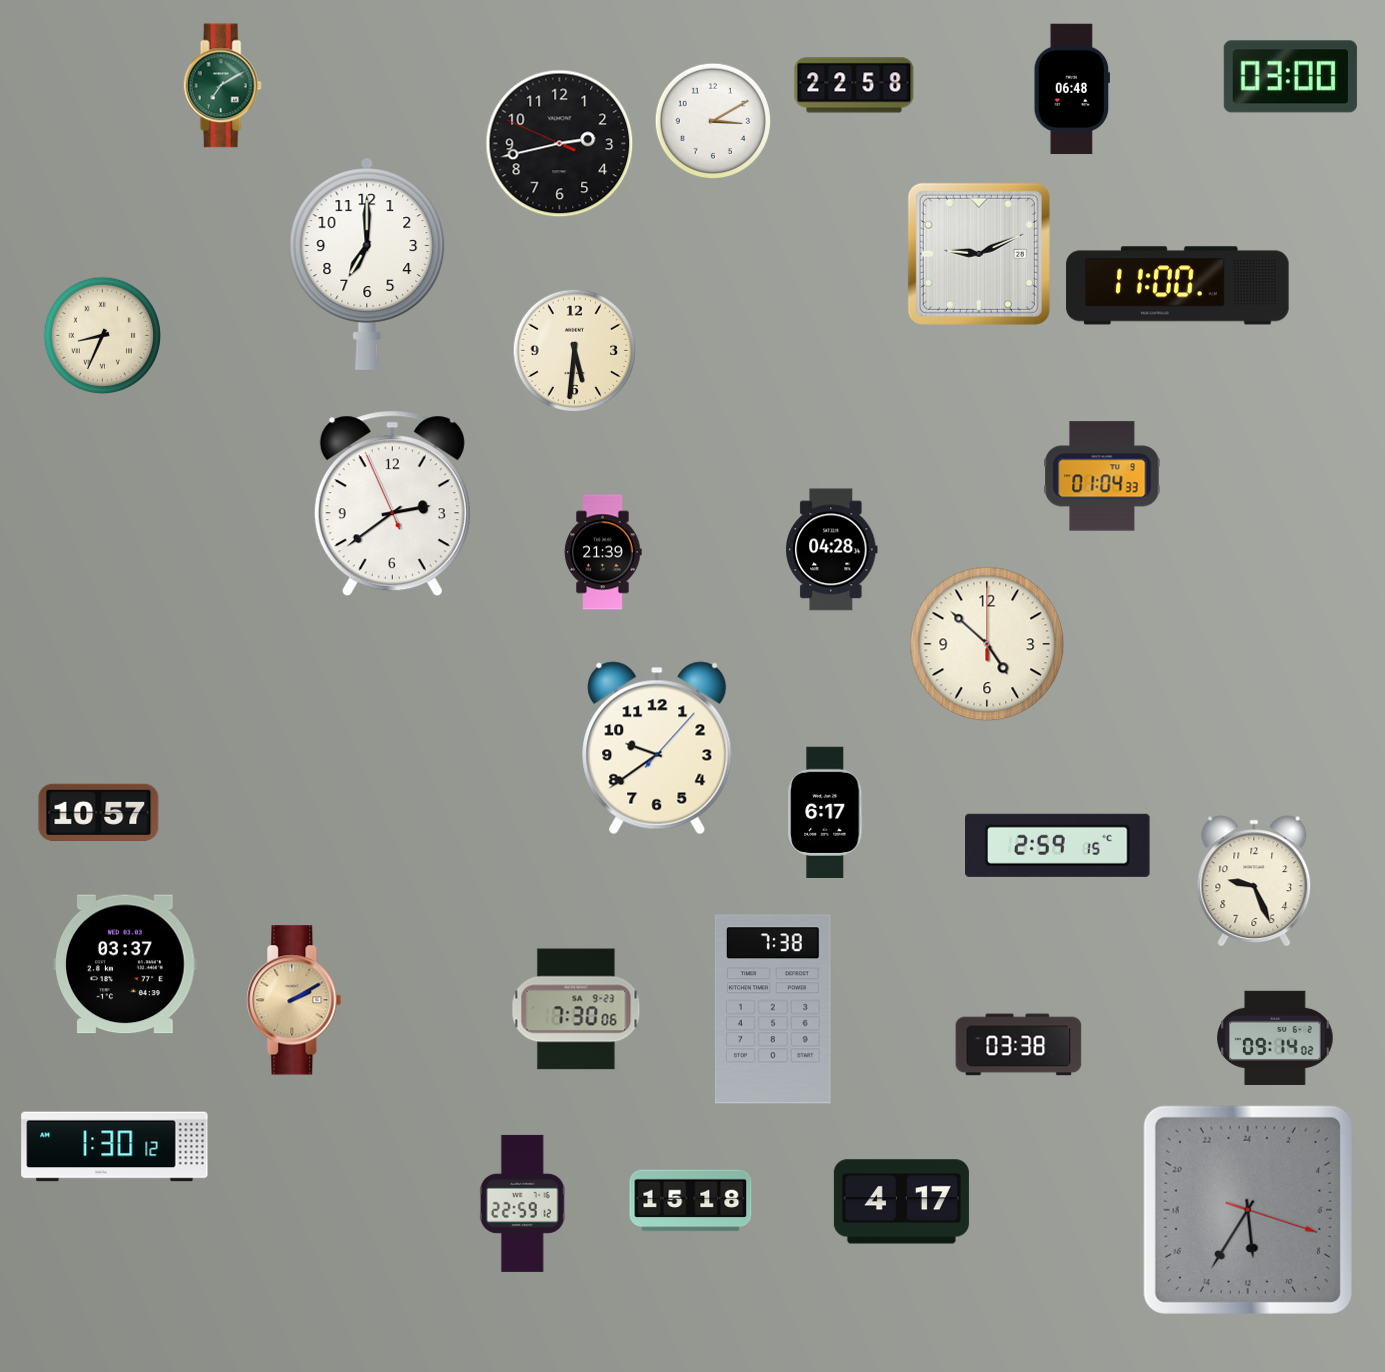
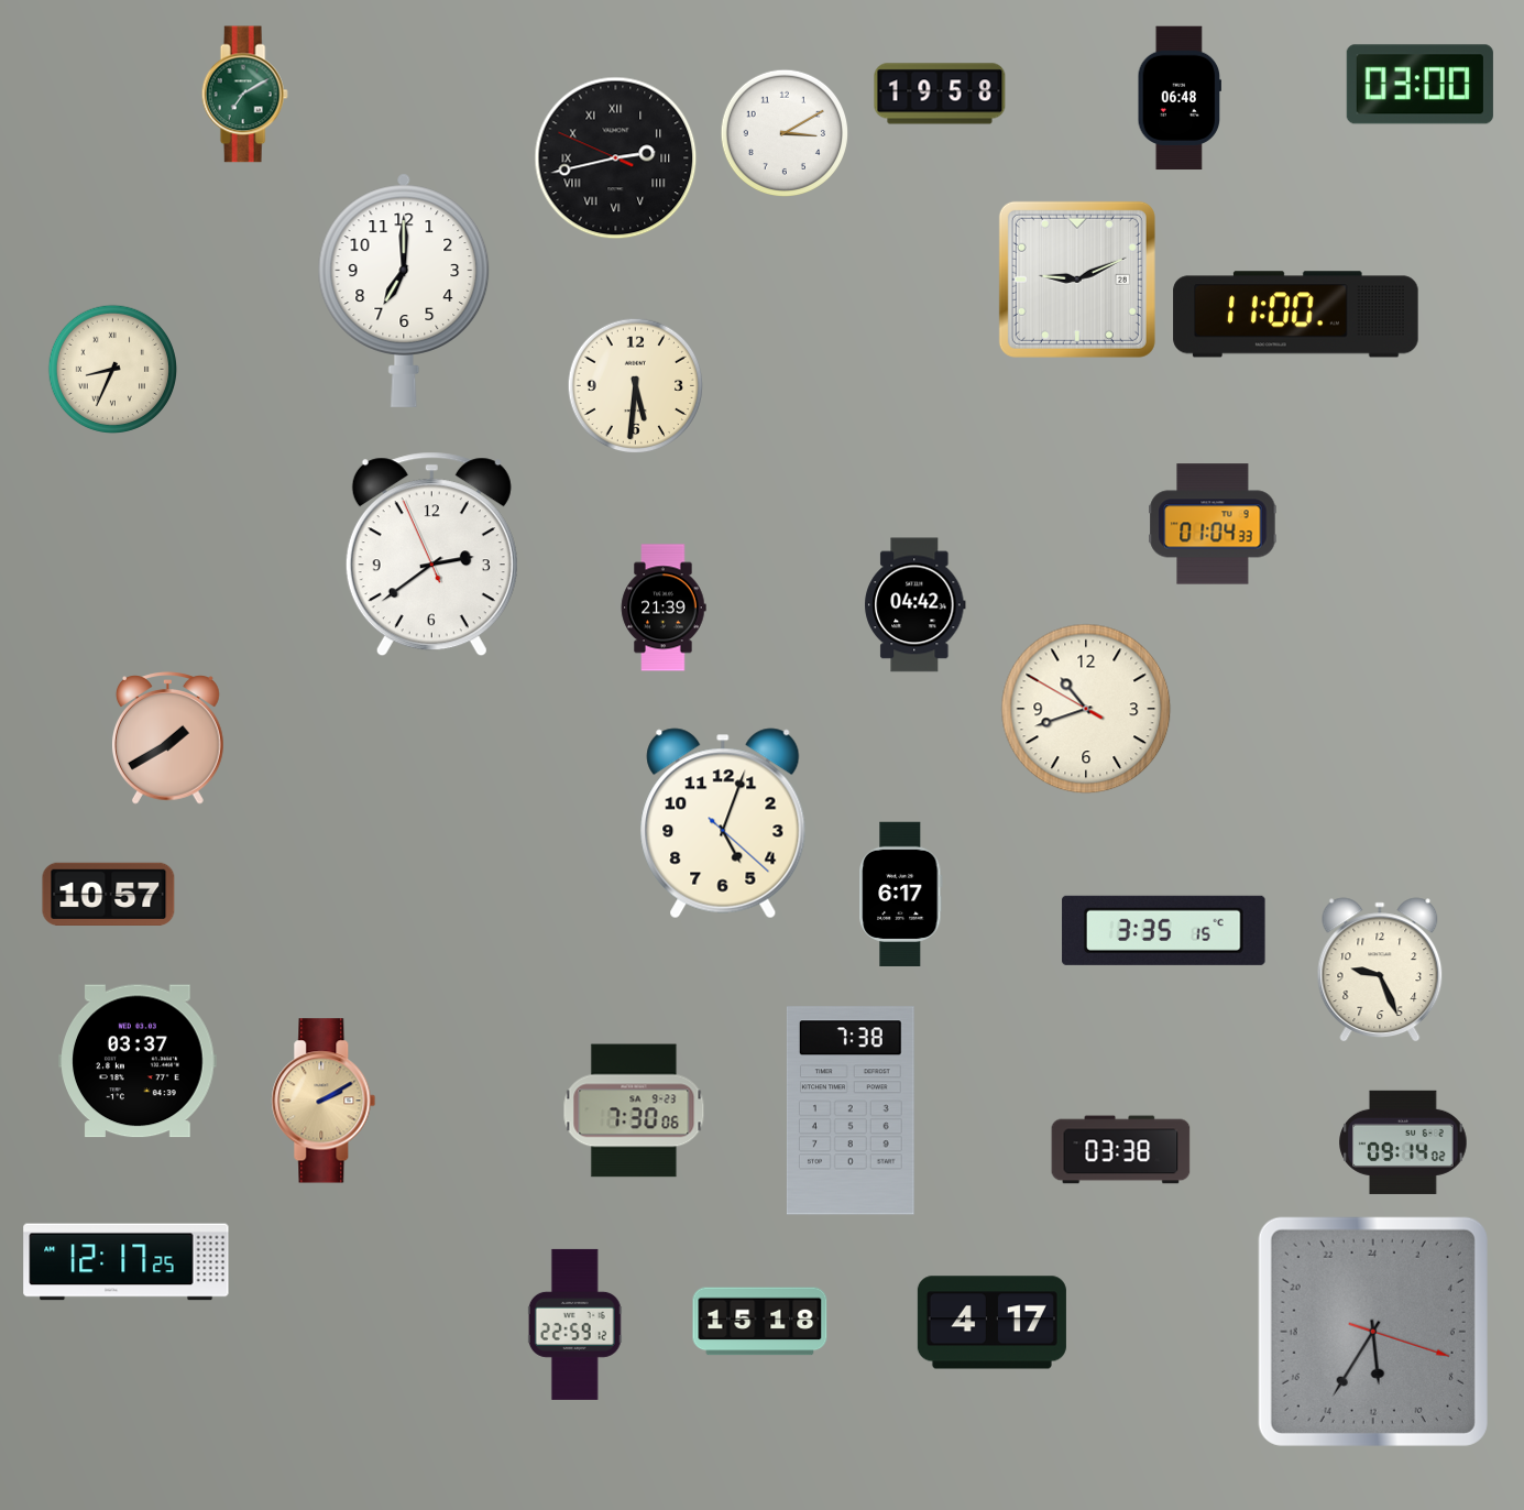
clock at (854, 85): 22:58 -> 19:58
clock at (560, 144) numerals: Arabic -> Roman
clock at (575, 351) position: (575, 351) -> (636, 386)
clock at (832, 550): 04:28 -> 04:42
clock at (987, 644): 4:52 -> 10:41
clock at (167, 738): none -> 1:40
clock at (657, 748): 9:39 -> 5:03
clock at (826, 812) position: (826, 812) -> (901, 894)
clock at (1058, 845): 2:59 -> 3:35
clock at (115, 1147): 1:30 -> 12:17
